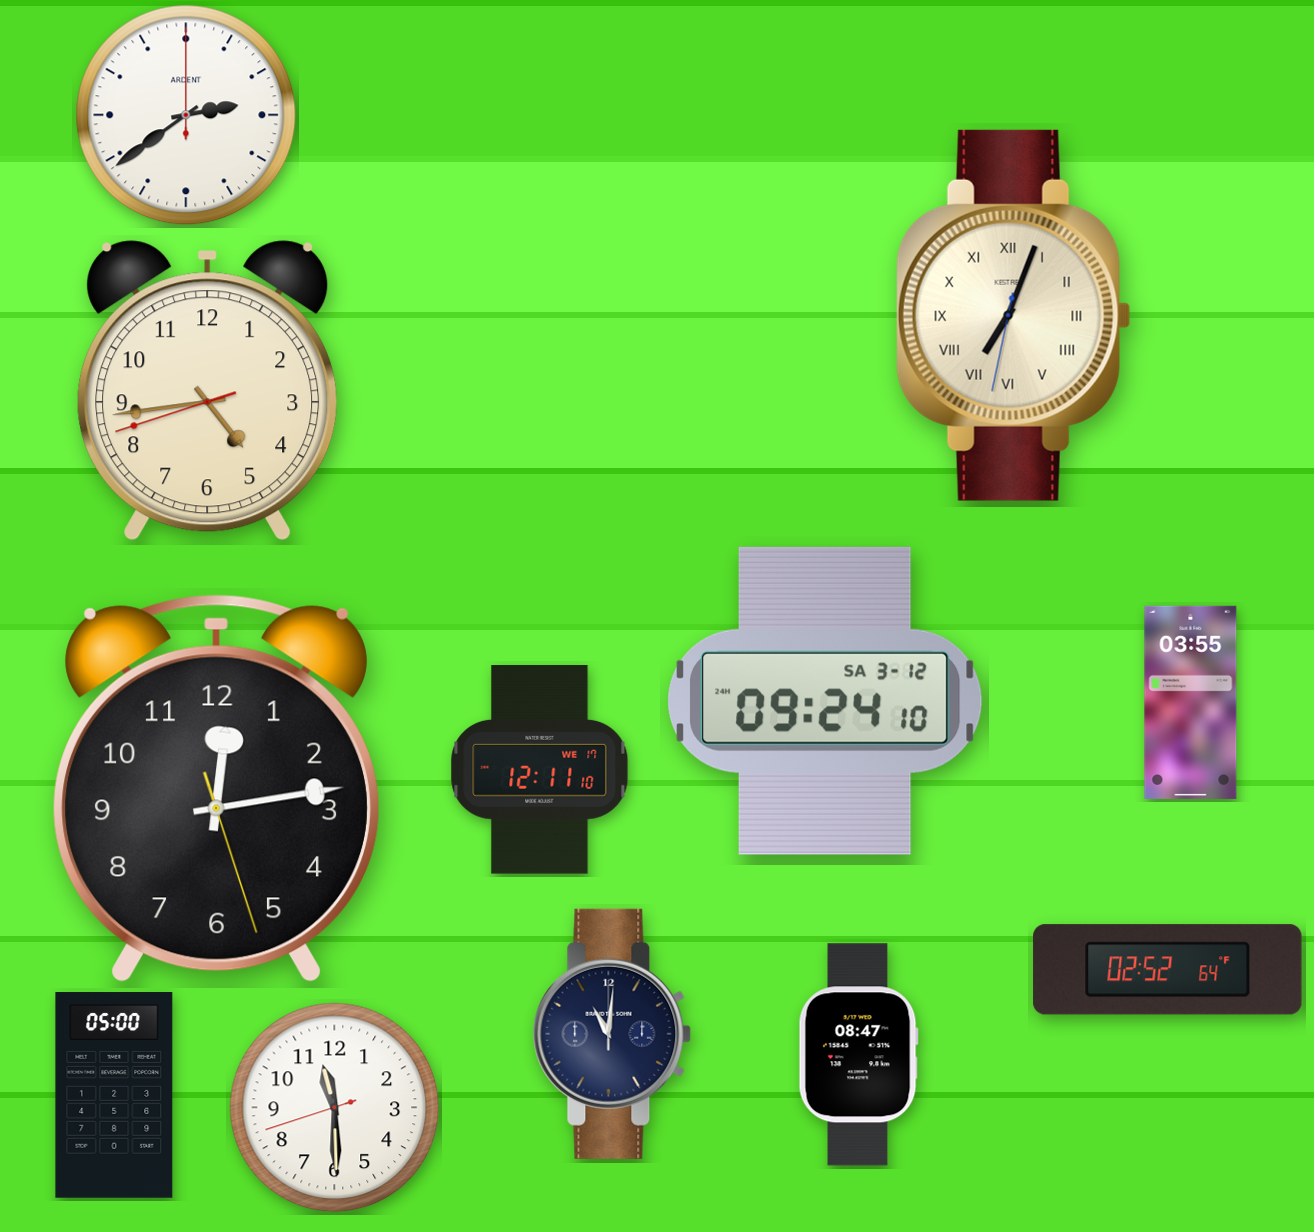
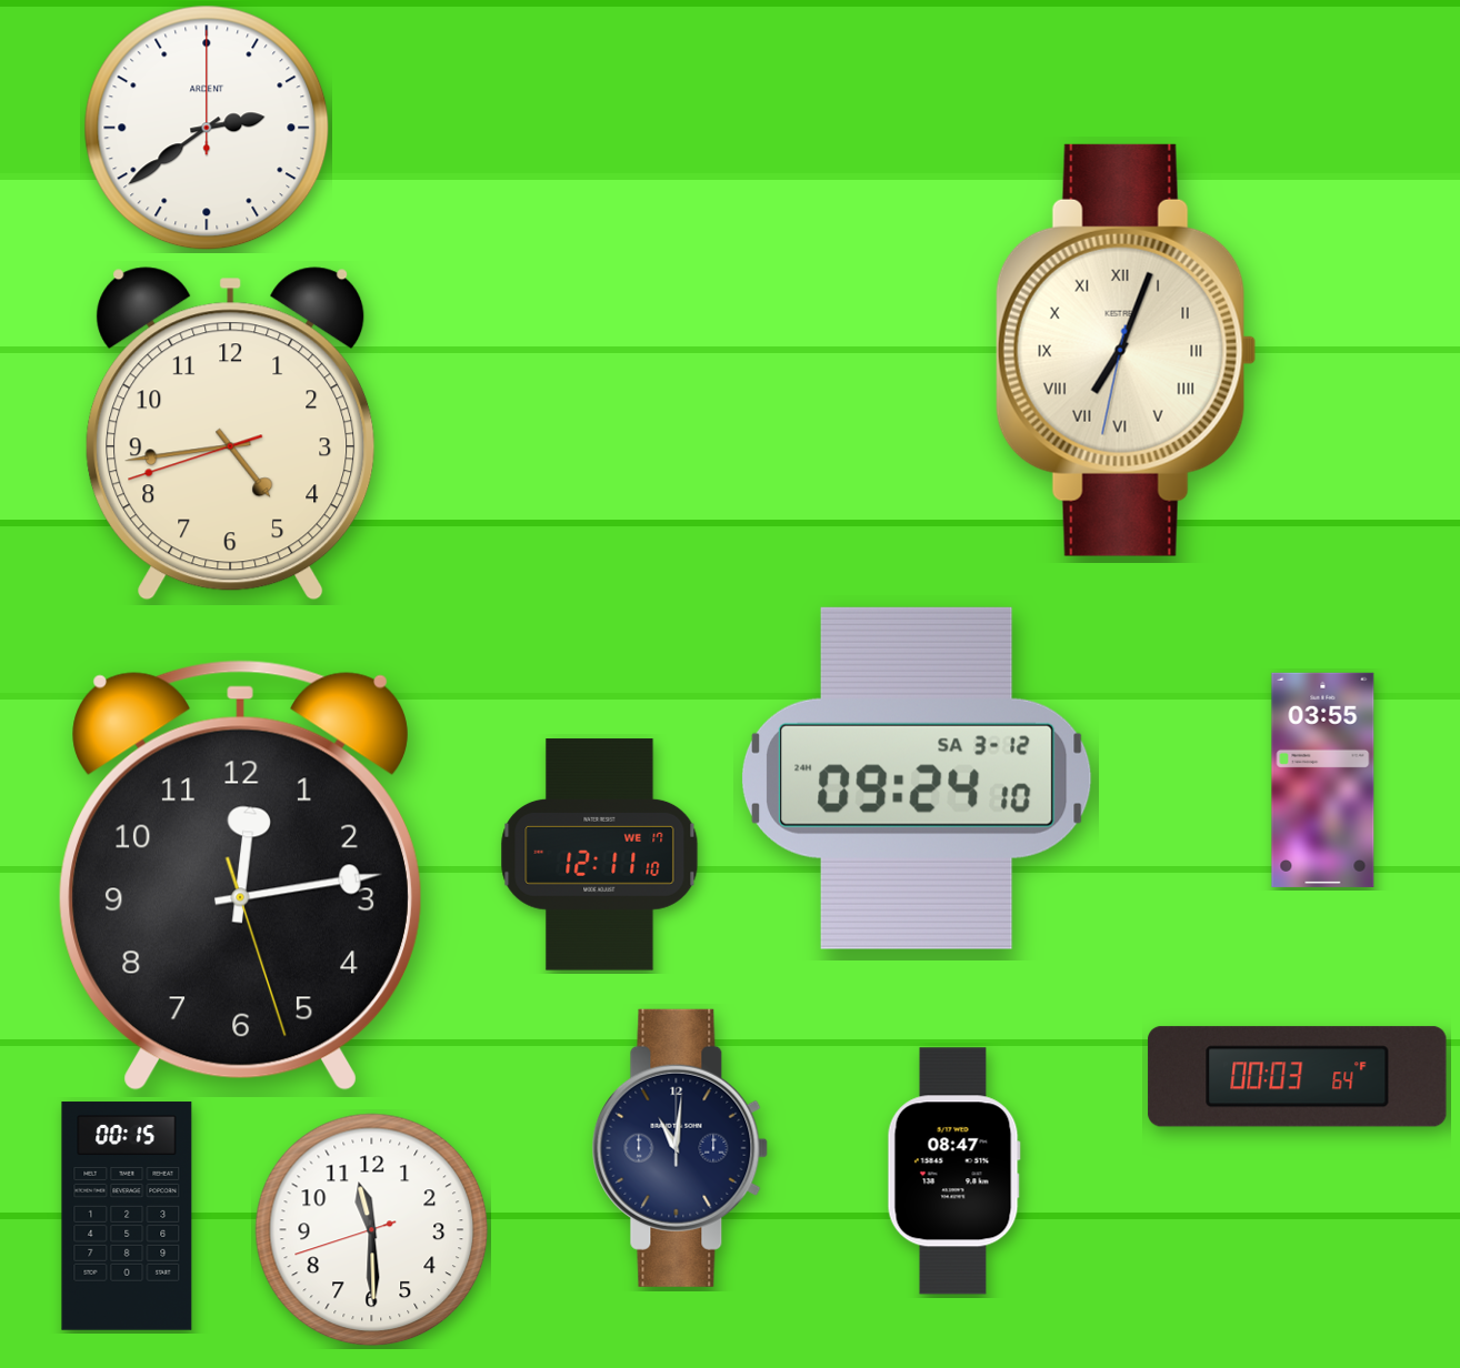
clock at (1168, 970): 02:52 -> 00:03
clock at (114, 1095): 05:00 -> 00:15
